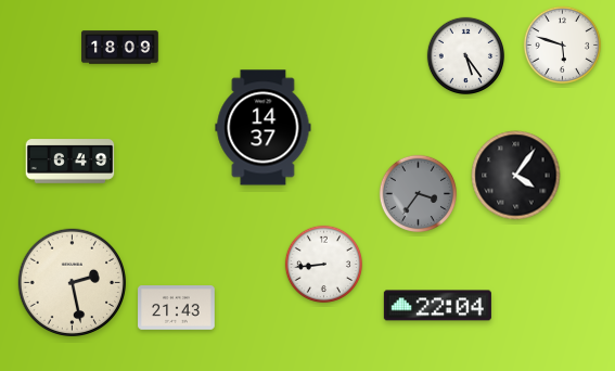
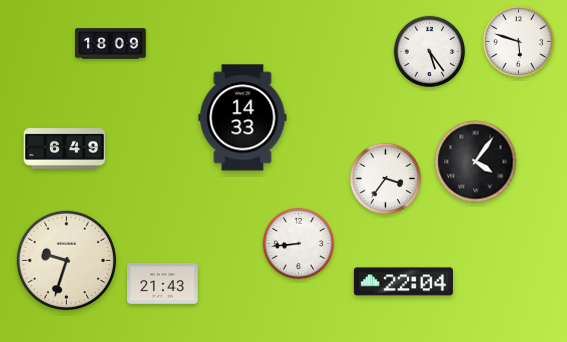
clock at (264, 128): 14:37 -> 14:33
clock at (418, 193) dial: grey -> white
clock at (73, 283): 2:28 -> 9:33
